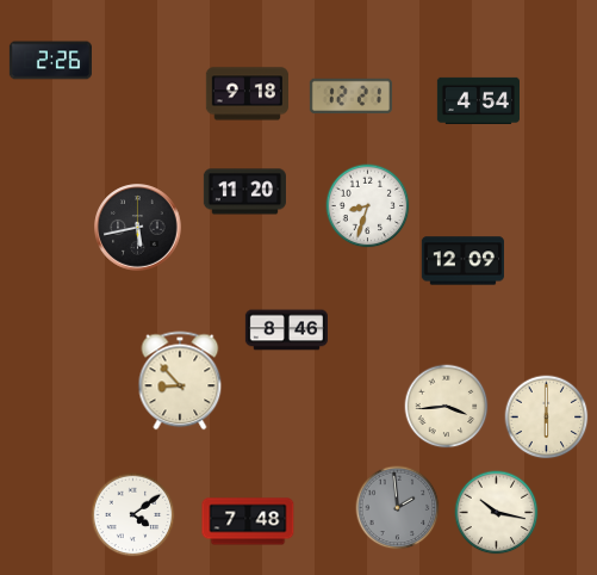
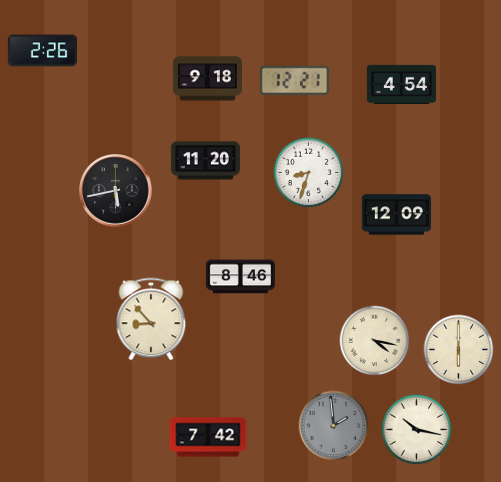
clock at (462, 261) position: (462, 261) -> (396, 215)
clock at (447, 407): 3:44 -> 4:17
clock at (133, 515): 4:09 -> none
clock at (248, 521): 7:48 -> 7:42
